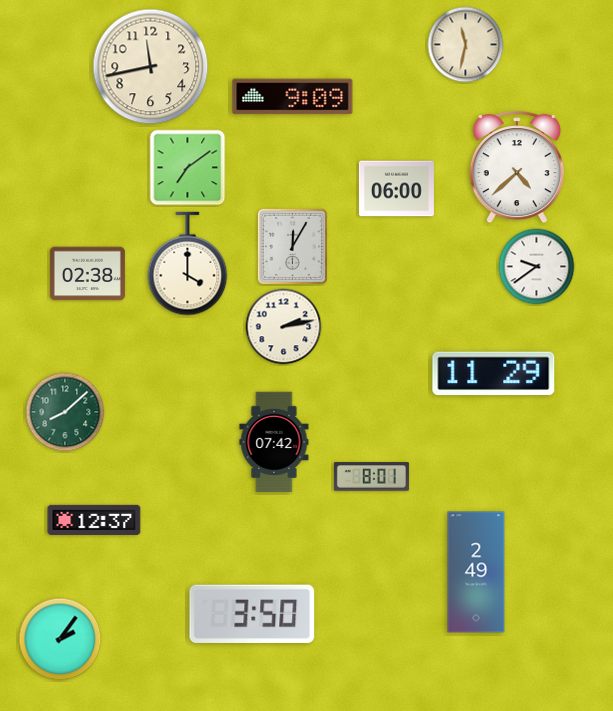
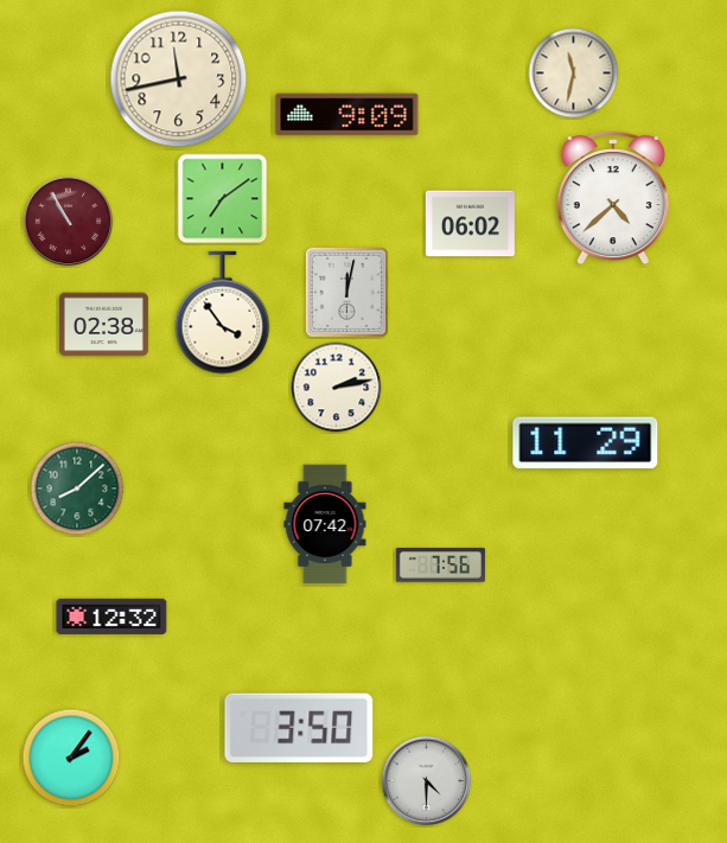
clock at (466, 45) position: (466, 45) -> (574, 74)
clock at (69, 222): none -> 10:55
clock at (396, 189): 06:00 -> 06:02
clock at (292, 246): 12:05 -> 12:02
clock at (188, 264): 4:00 -> 3:54
clock at (537, 267): 9:39 -> none
clock at (371, 477): 8:01 -> 7:56
clock at (94, 520): 12:37 -> 12:32
clock at (476, 572): 2:49 -> none
clock at (427, 781): none -> 4:30
